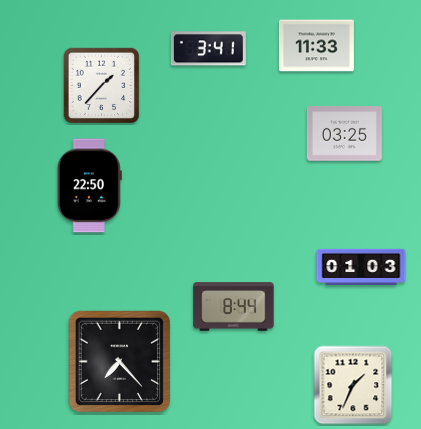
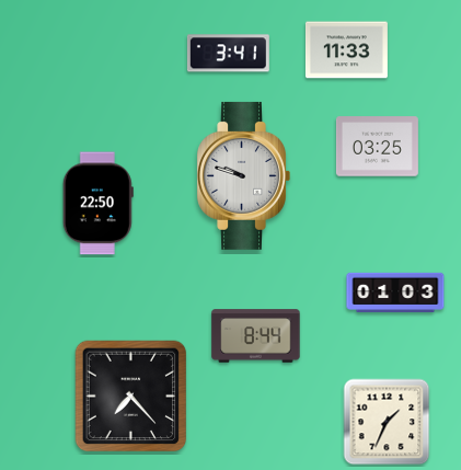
clock at (102, 86): 1:37 -> none
clock at (243, 175): none -> 9:48
